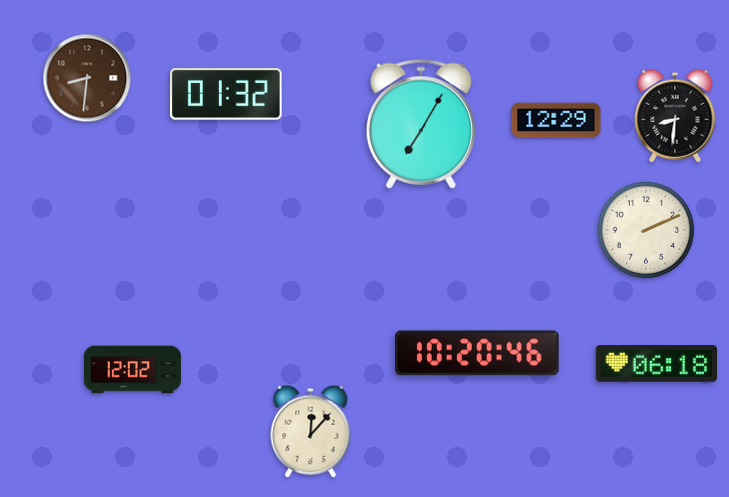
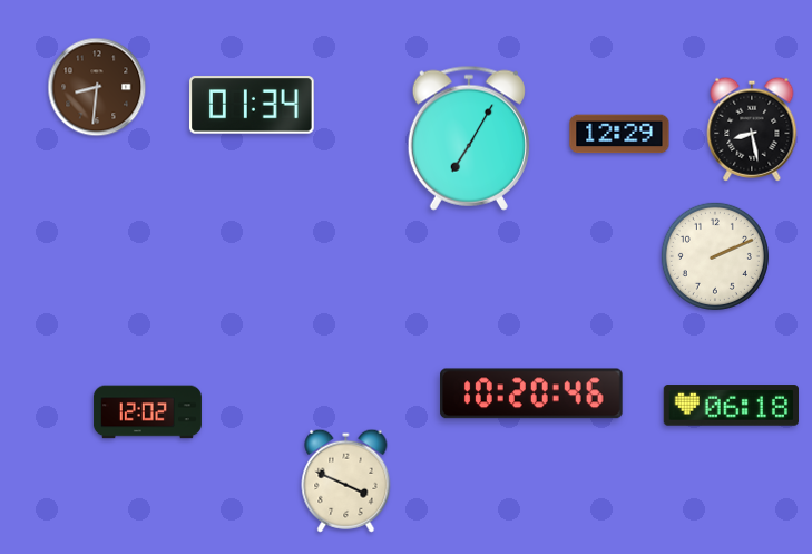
clock at (227, 94): 01:32 -> 01:34
clock at (675, 116): 8:31 -> 8:28
clock at (646, 230) position: (646, 230) -> (715, 256)
clock at (311, 431): 12:07 -> 3:49
